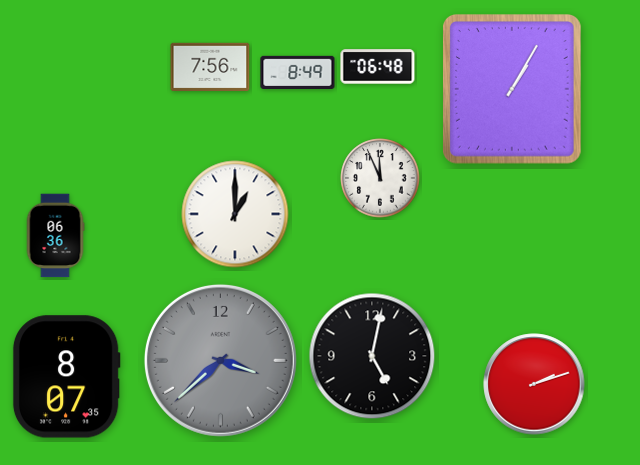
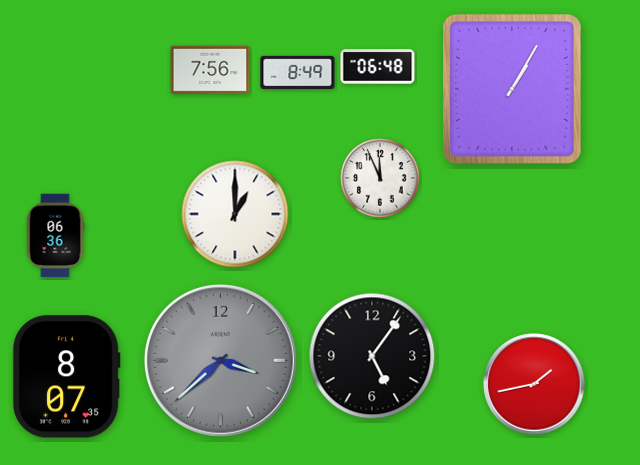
clock at (210, 66) position: (210, 66) -> (210, 69)
clock at (372, 356): 5:02 -> 5:06
clock at (534, 384): 2:12 -> 1:43
